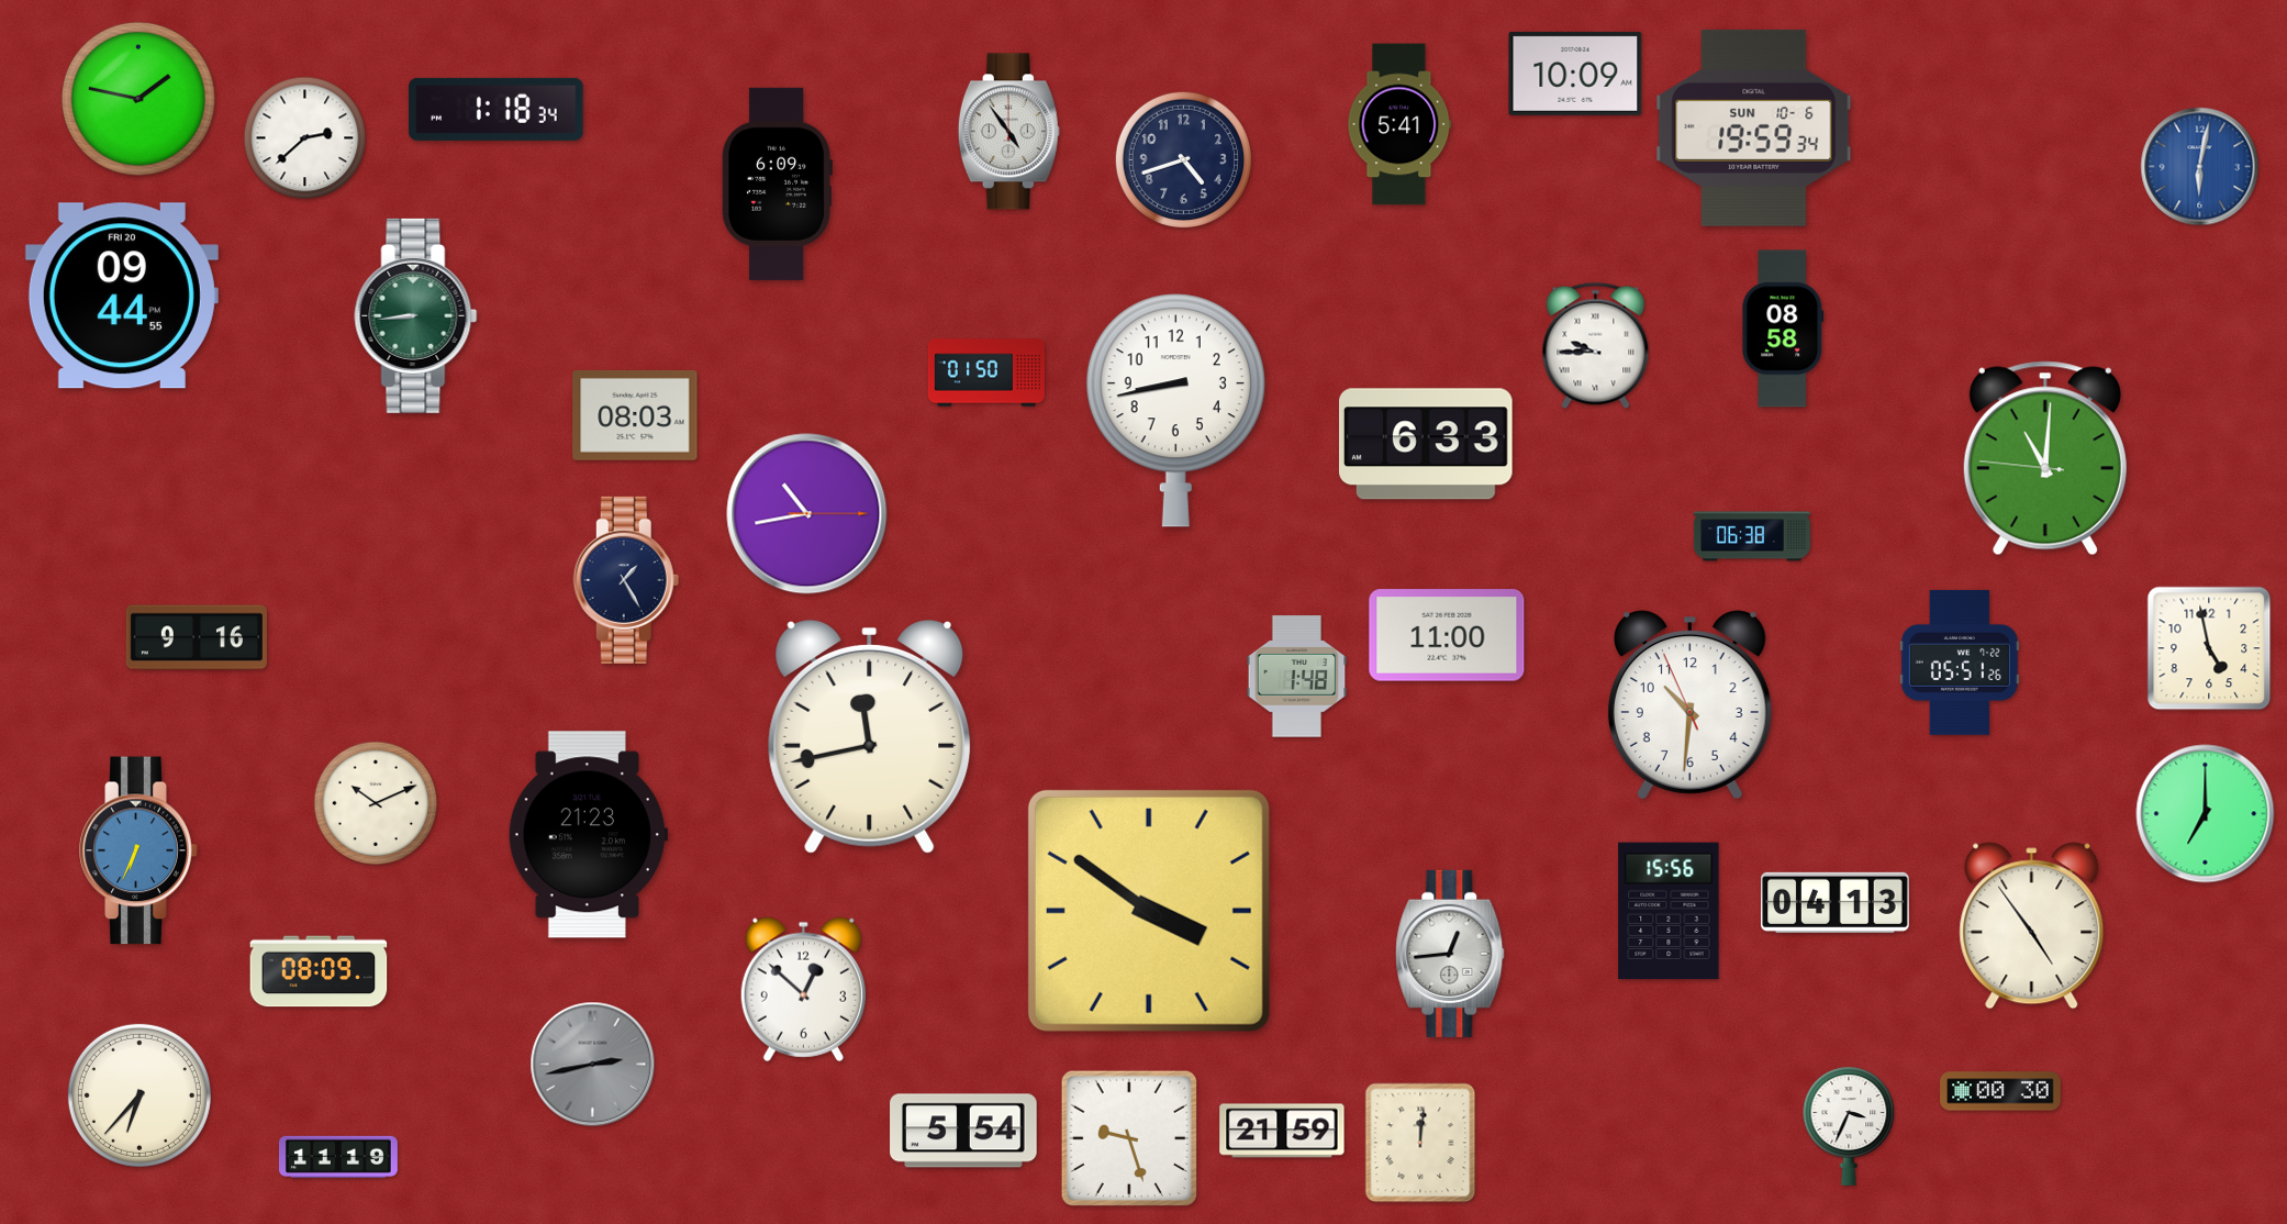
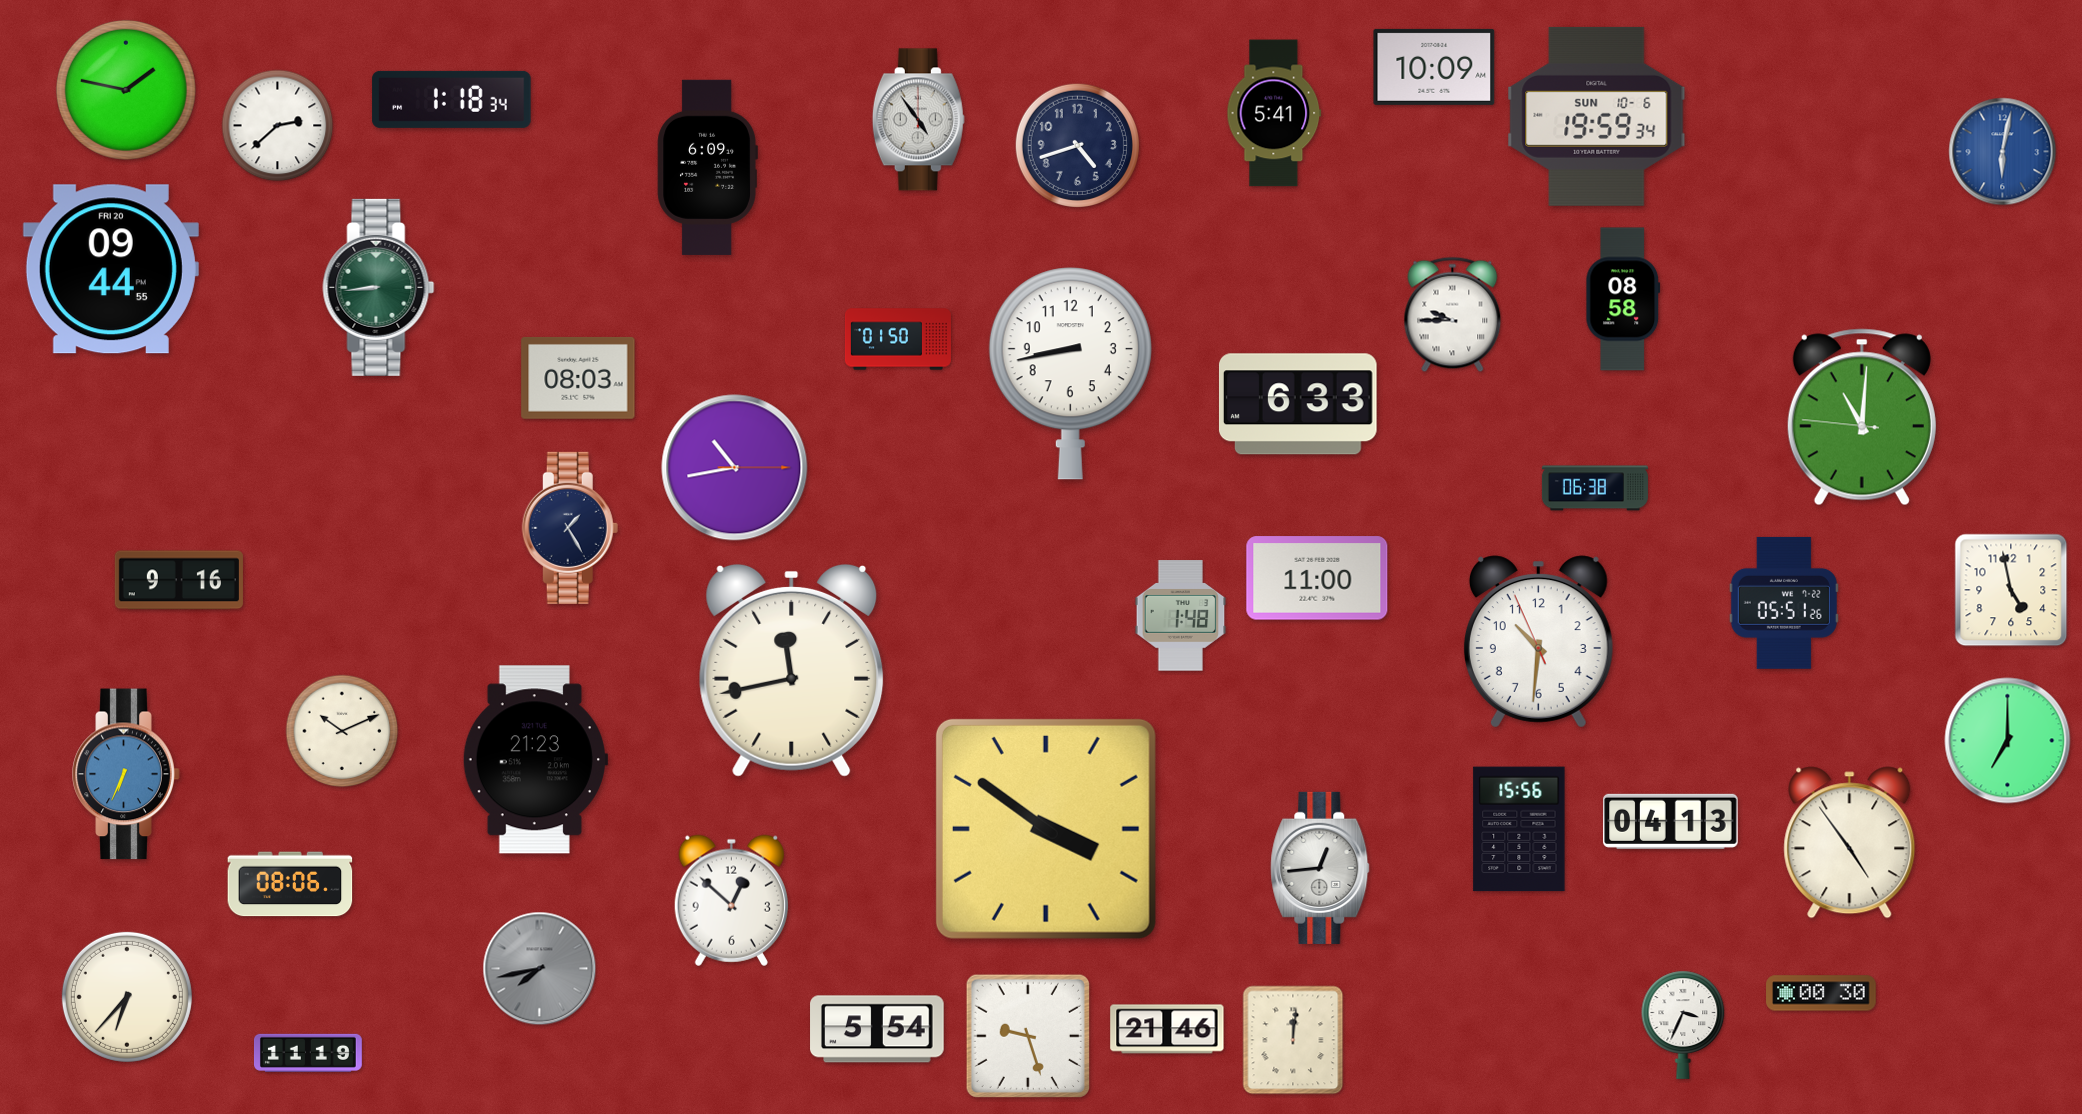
clock at (319, 971): 08:09 -> 08:06
clock at (593, 1065): 2:43 -> 7:43
clock at (1282, 1131): 21:59 -> 21:46
